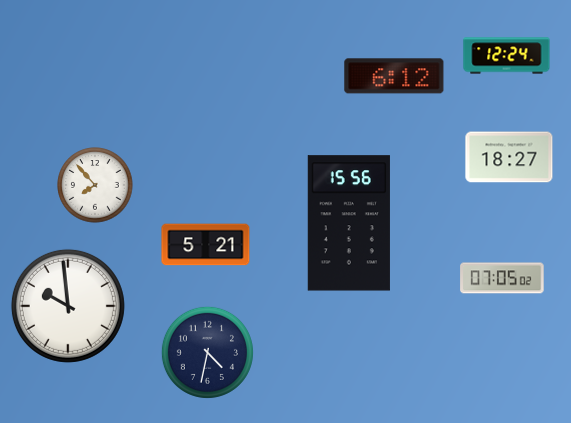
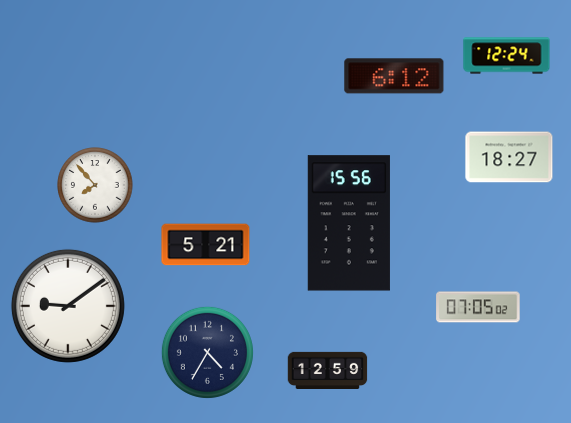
clock at (502, 278) position: (502, 278) -> (478, 307)
clock at (68, 306): 9:59 -> 9:09
clock at (207, 352): 4:32 -> 4:35
clock at (328, 370): none -> 12:59
